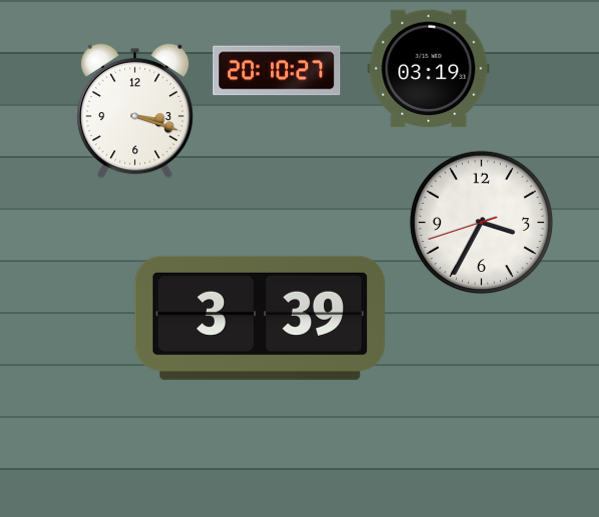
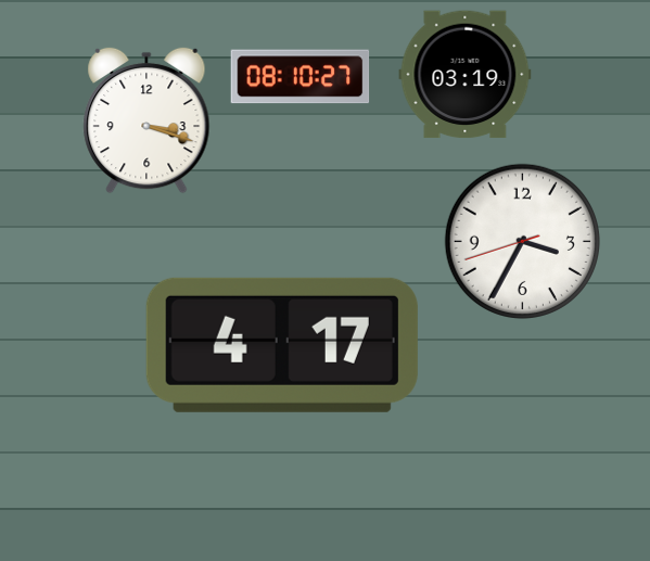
clock at (277, 71): 20:10 -> 08:10
clock at (260, 318): 3:39 -> 4:17
